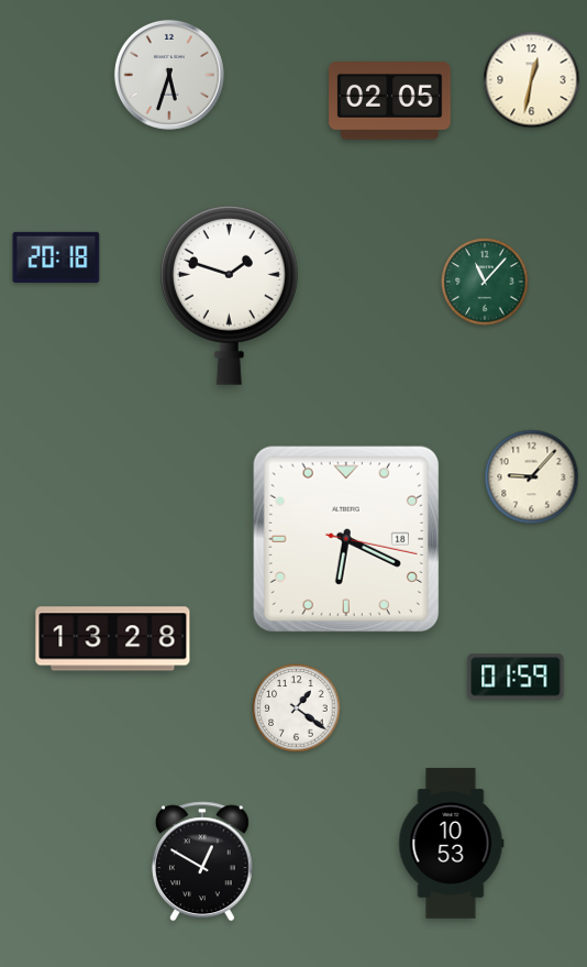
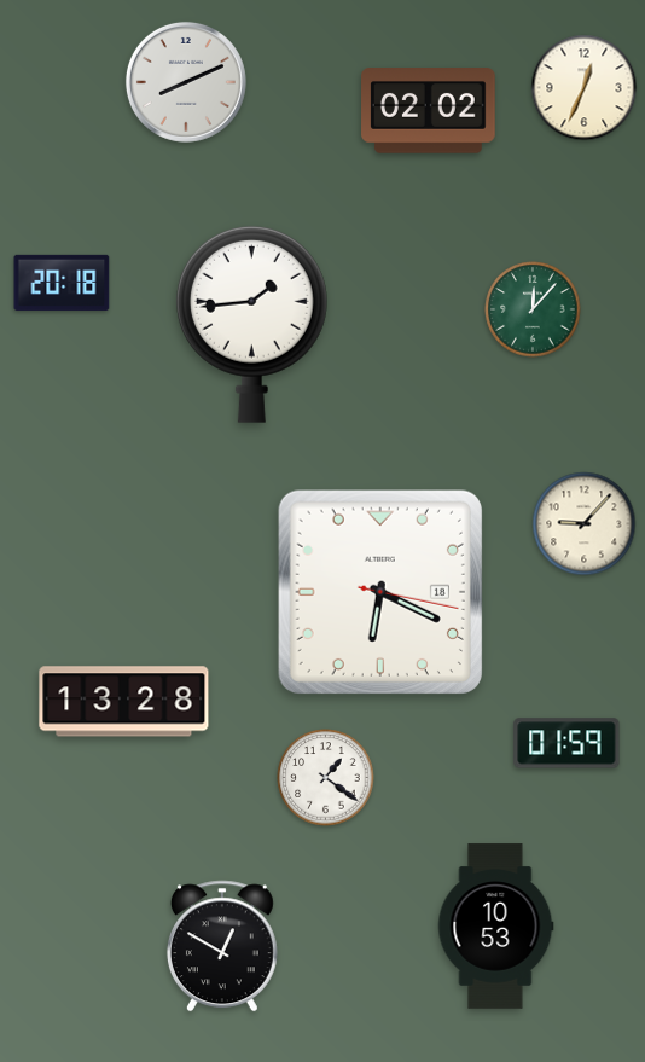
clock at (169, 75): 5:33 -> 8:11
clock at (532, 80): 12:32 -> 12:34
clock at (390, 101): 02:05 -> 02:02
clock at (485, 282): 11:07 -> 12:07
clock at (229, 295): 1:48 -> 1:44
